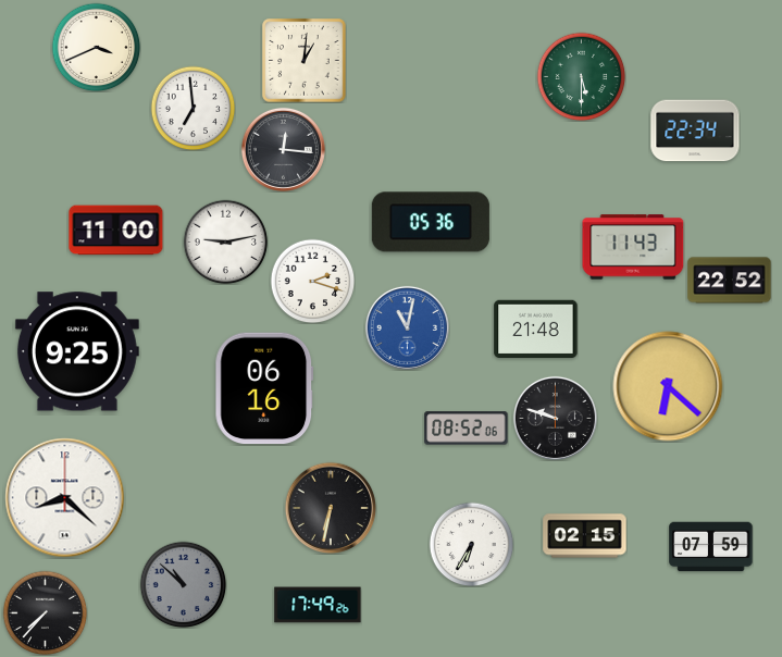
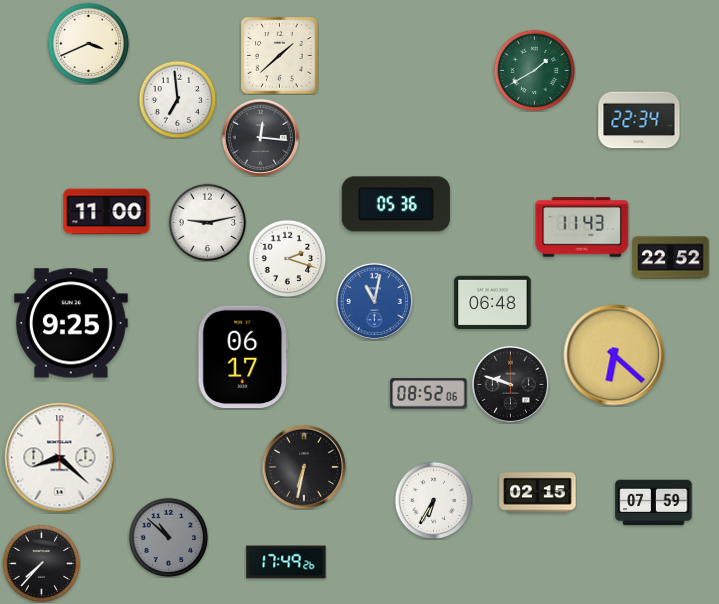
clock at (305, 61): 1:01 -> 1:38
clock at (581, 76): 5:30 -> 1:40
clock at (536, 330): 21:48 -> 06:48
clock at (264, 388): 06:16 -> 06:17
clock at (318, 605) position: (318, 605) -> (286, 562)
